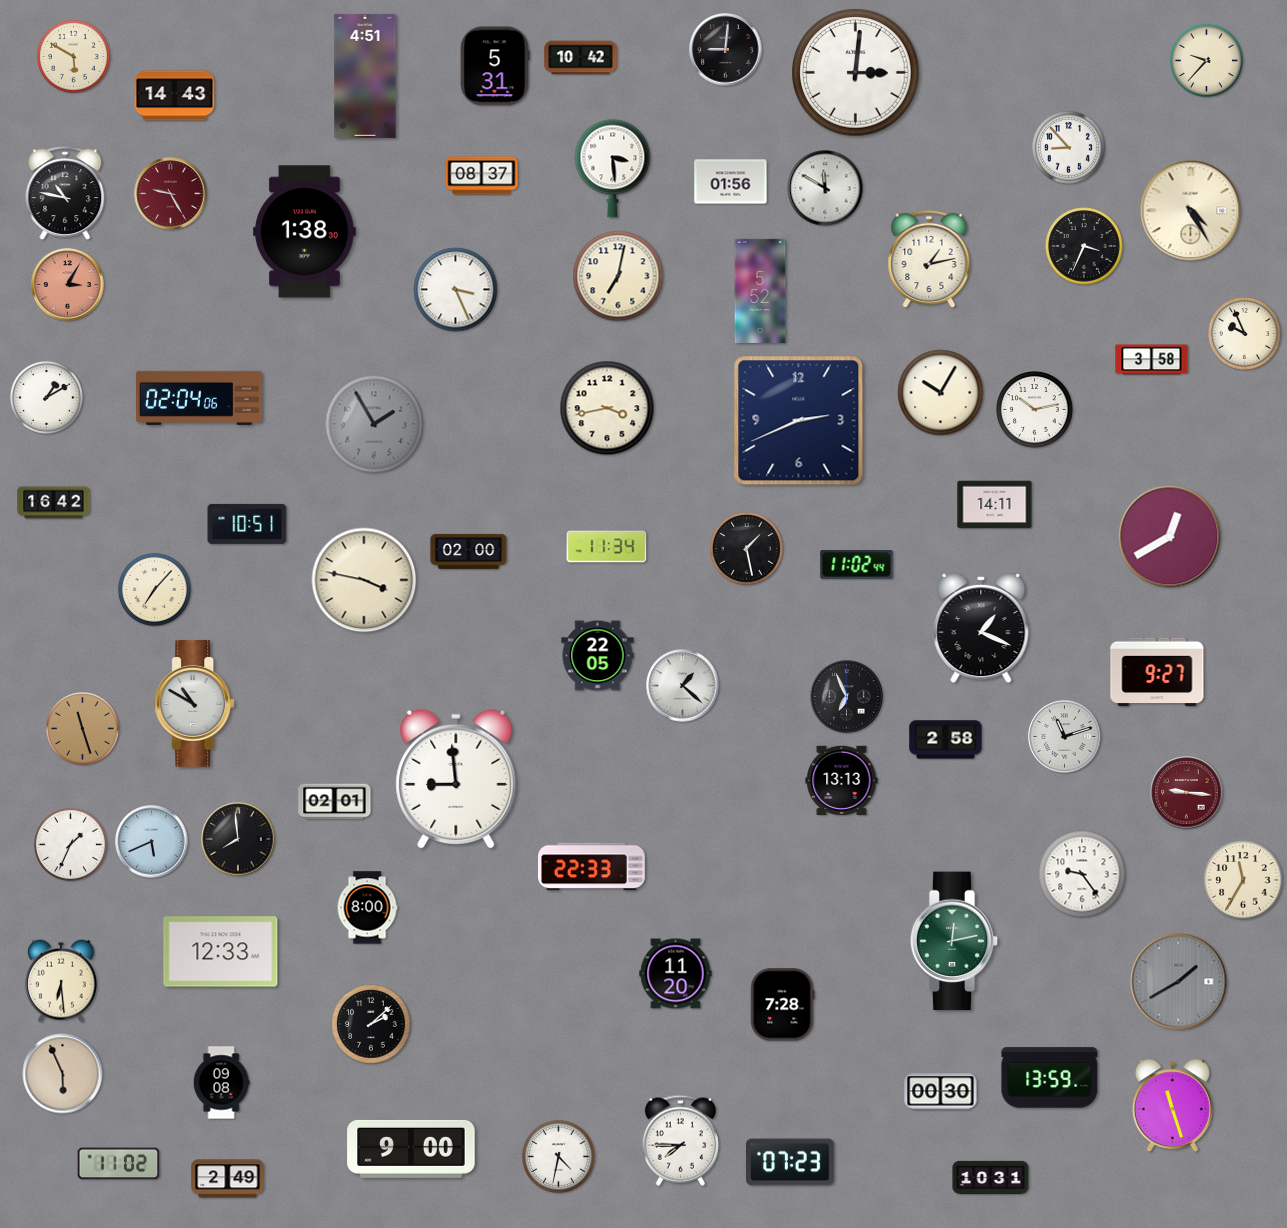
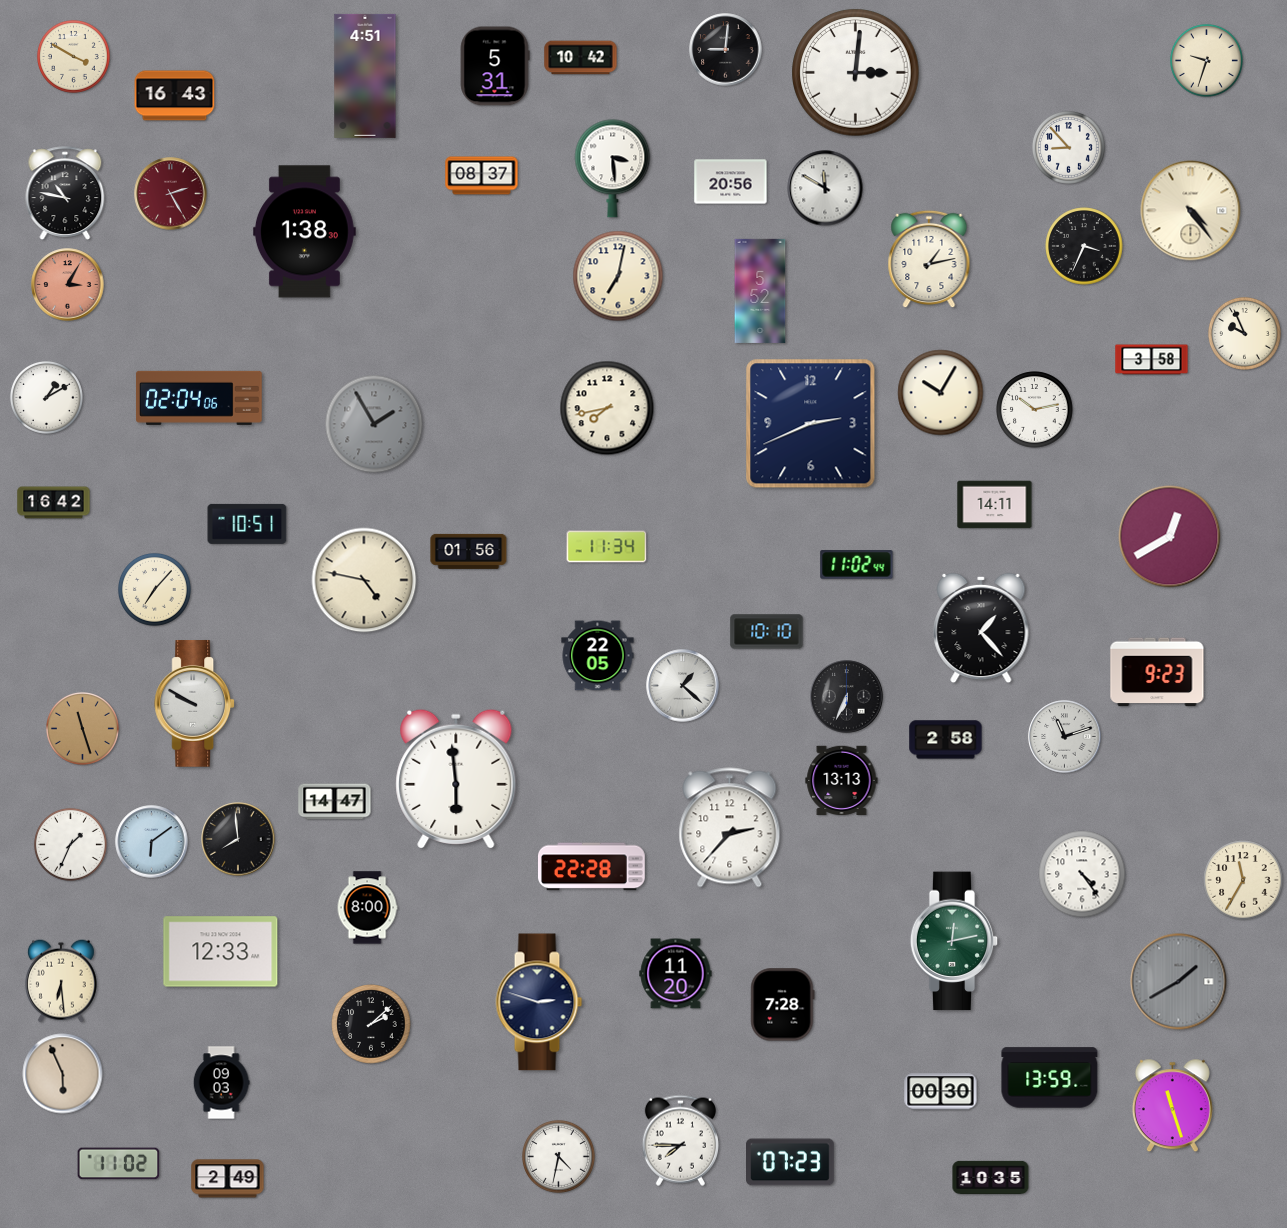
clock at (73, 56): 5:50 -> 3:50
clock at (1206, 60): 9:37 -> 9:33
clock at (175, 96): 14:43 -> 16:43
clock at (731, 182): 01:56 -> 20:56
clock at (171, 194): 9:25 -> 2:25
clock at (1191, 211): 4:25 -> 4:24
clock at (456, 290): 3:26 -> none
clock at (607, 408): 3:43 -> 7:43
clock at (799, 421) position: (799, 421) -> (811, 424)
clock at (746, 548): 1:28 -> none
clock at (469, 551): 02:00 -> 01:56
clock at (364, 580): 3:47 -> 4:47
clock at (981, 628): 1:19 -> 1:23
clock at (767, 632): none -> 10:10
clock at (1157, 672): 9:27 -> 9:23
clock at (847, 697): 6:56 -> 6:34
clock at (195, 704): 10:50 -> 9:50
clock at (456, 779): 8:59 -> 5:59
clock at (1187, 793): 9:16 -> none
clock at (335, 802): 02:01 -> 14:47
clock at (730, 828): none -> 2:37
clock at (152, 842): 5:41 -> 6:09
clock at (592, 867): 22:33 -> 22:28
clock at (1082, 874): 9:24 -> 4:24
clock at (539, 1002): none -> 2:48
clock at (221, 1083): 09:08 -> 09:03
clock at (411, 1149): 9:00 -> none
clock at (991, 1177): 10:31 -> 10:35
